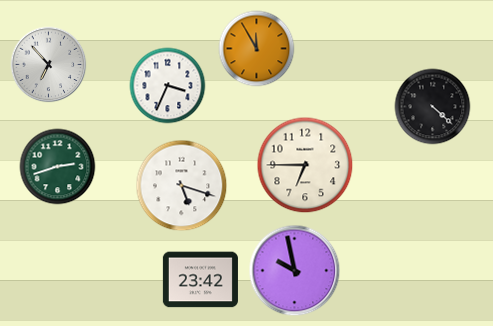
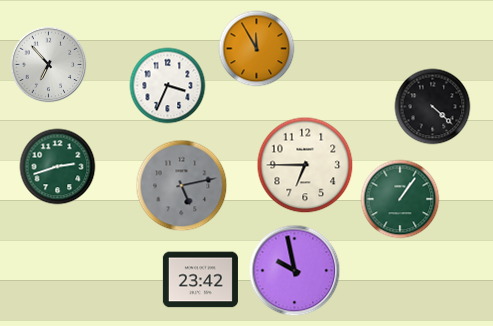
clock at (182, 186): 5:18 -> 5:13
clock at (182, 186) dial: white -> grey
clock at (400, 199): none -> 1:06
